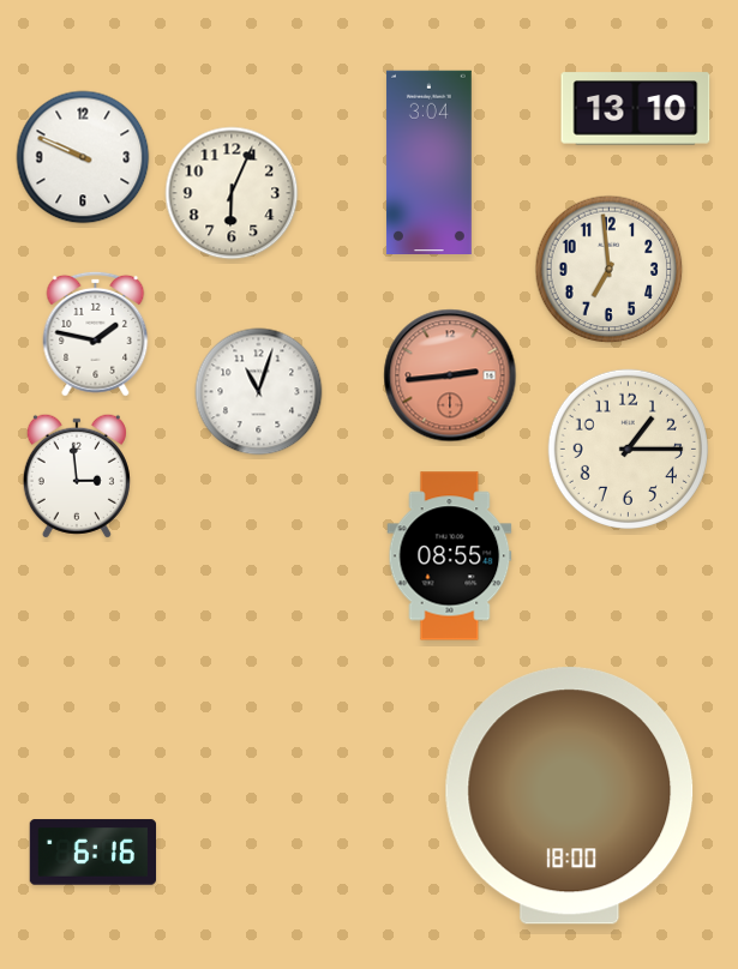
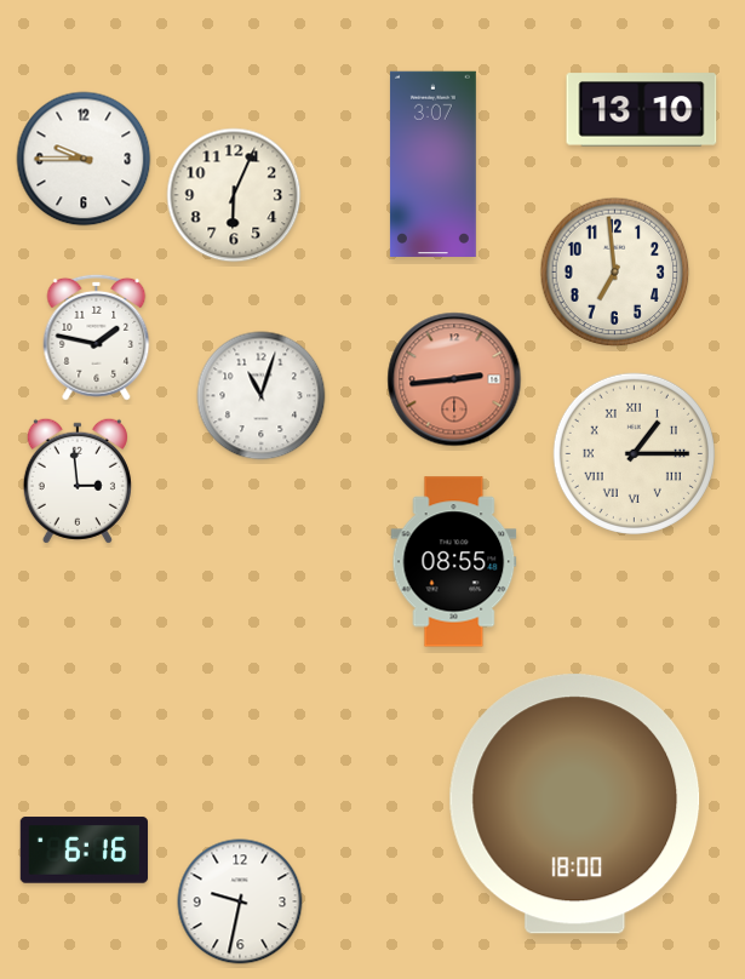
clock at (83, 157): 9:49 -> 9:45
clock at (428, 162): 3:04 -> 3:07
clock at (628, 449) numerals: Arabic -> Roman
clock at (92, 853) position: (92, 853) -> (84, 851)
clock at (240, 901): none -> 9:32
